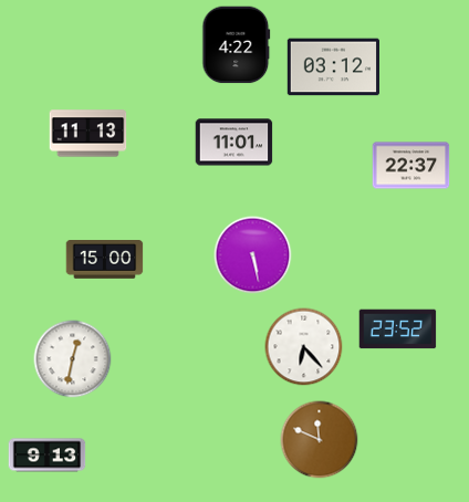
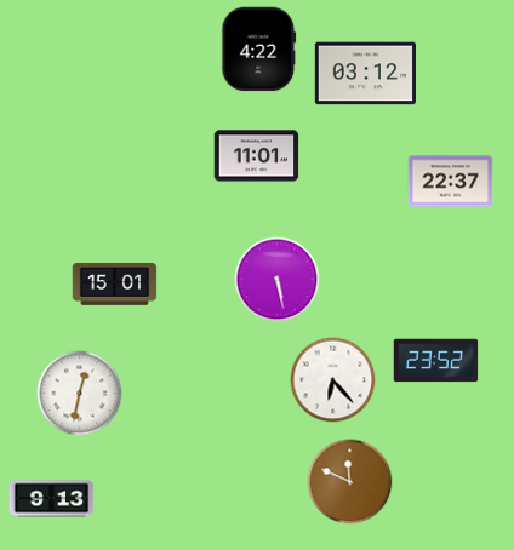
clock at (88, 134): 11:13 -> none
clock at (105, 260): 15:00 -> 15:01
